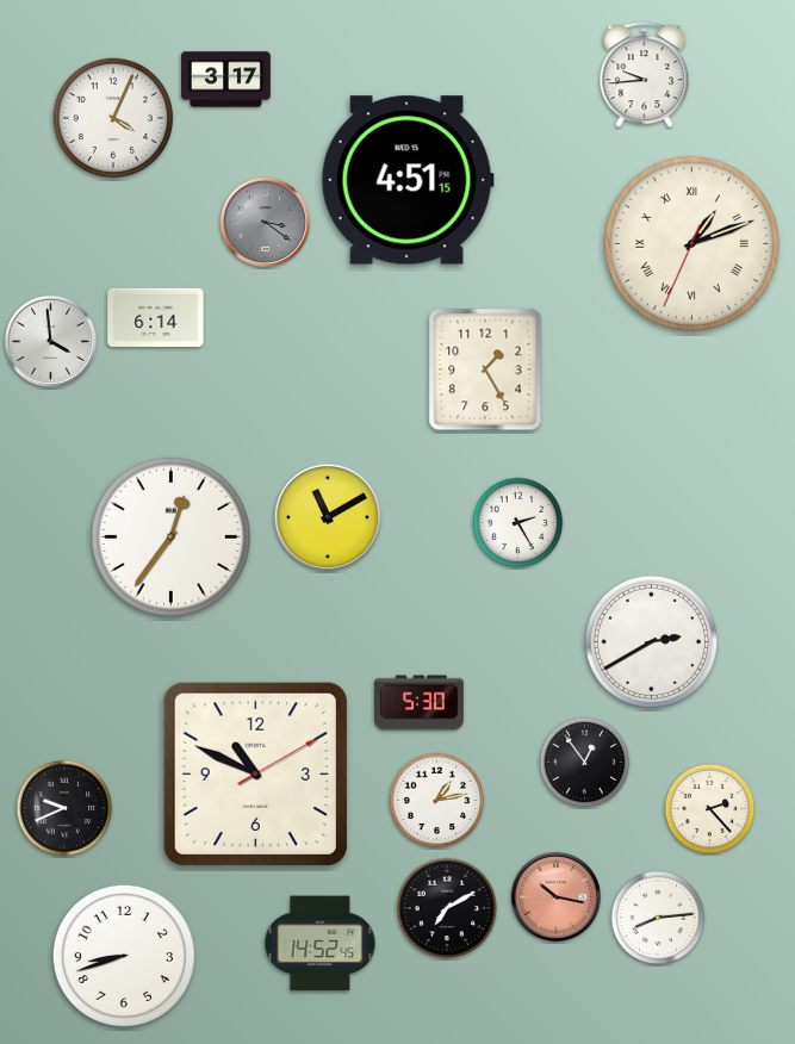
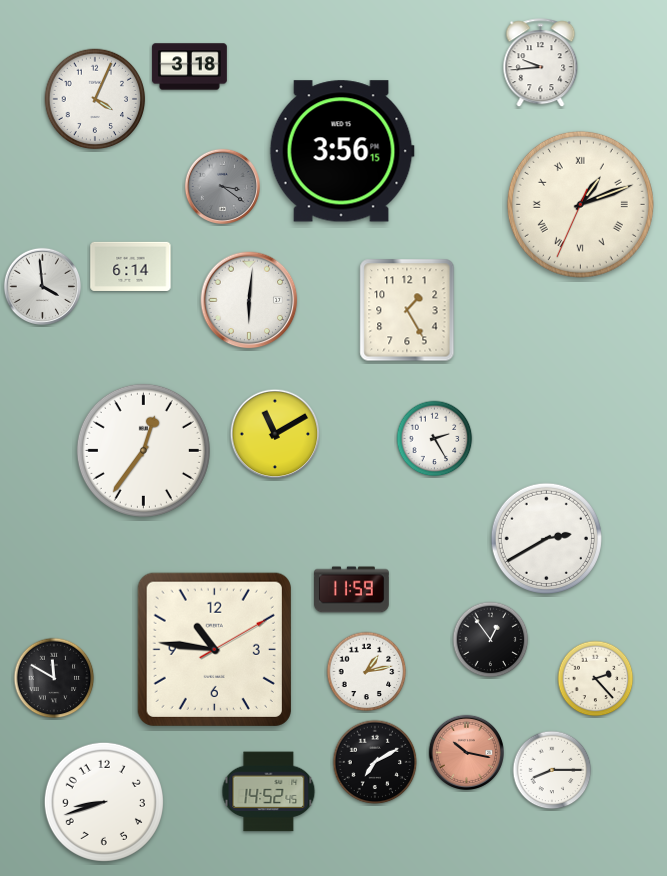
clock at (226, 80): 3:17 -> 3:18
clock at (408, 180): 4:51 -> 3:56
clock at (249, 300): none -> 6:01
clock at (420, 703): 5:30 -> 11:59
clock at (255, 773): 10:49 -> 10:46
clock at (64, 808): 9:41 -> 11:50
clock at (658, 918): 8:14 -> 8:15
